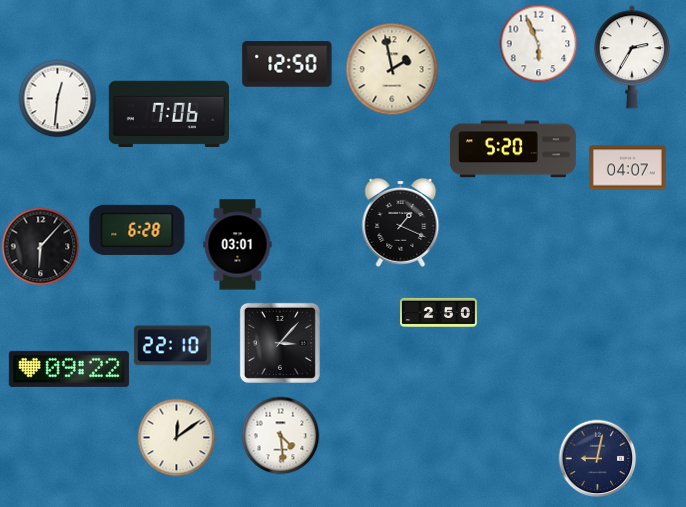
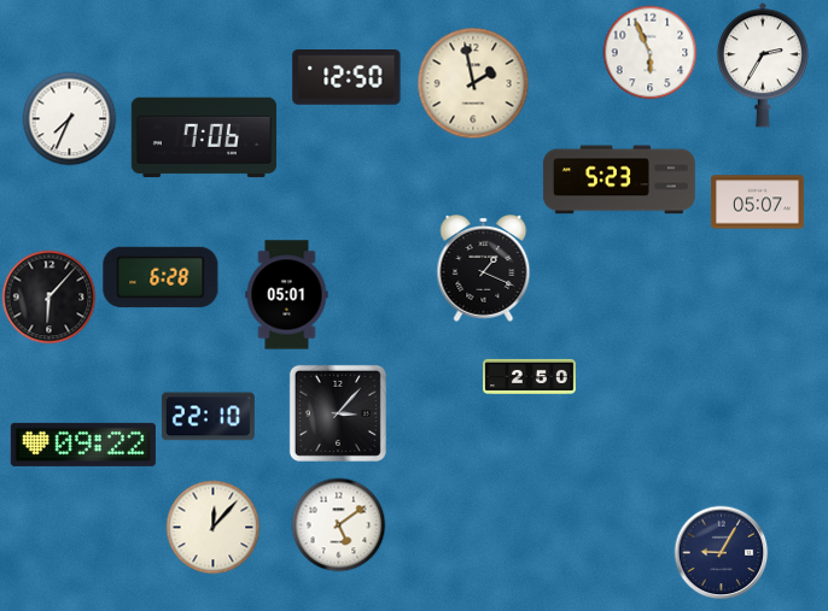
clock at (632, 57) position: (632, 57) -> (763, 65)
clock at (57, 98): 12:31 -> 7:34
clock at (513, 149): 5:20 -> 5:23
clock at (627, 168): 04:07 -> 05:07
clock at (137, 230) position: (137, 230) -> (161, 277)
clock at (238, 245): 03:01 -> 05:01
clock at (280, 435): 4:29 -> 5:09
clock at (176, 437): 12:09 -> 12:07
clock at (597, 458): 9:02 -> 9:05
